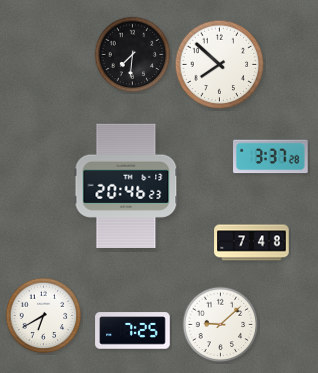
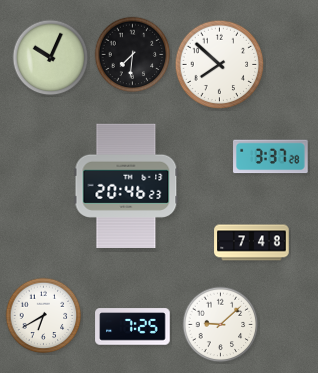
clock at (51, 58): none -> 10:04
clock at (133, 331) position: (133, 331) -> (133, 327)
